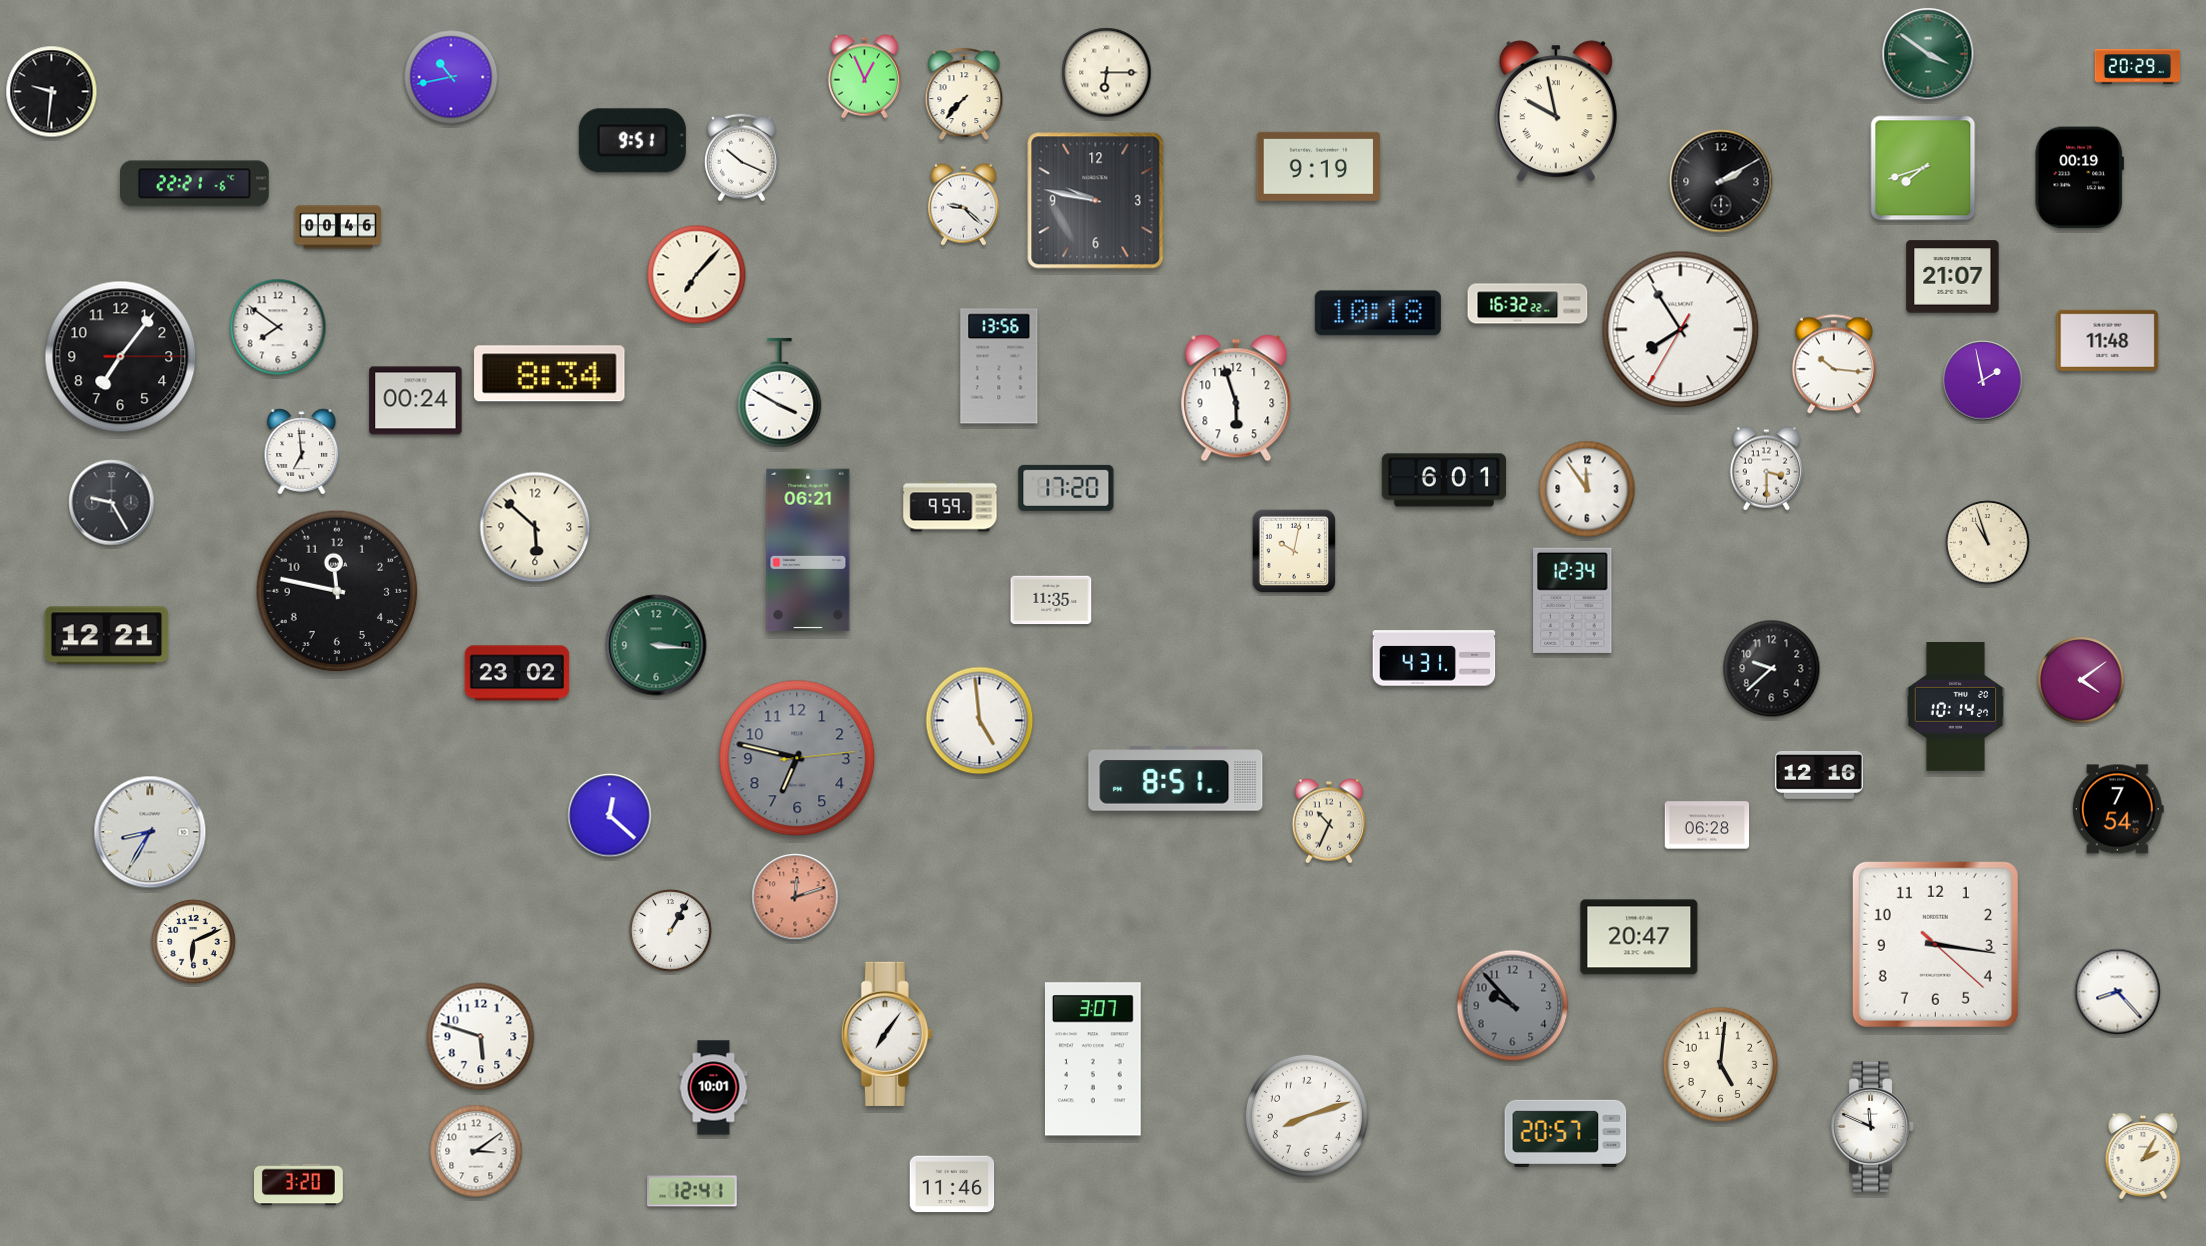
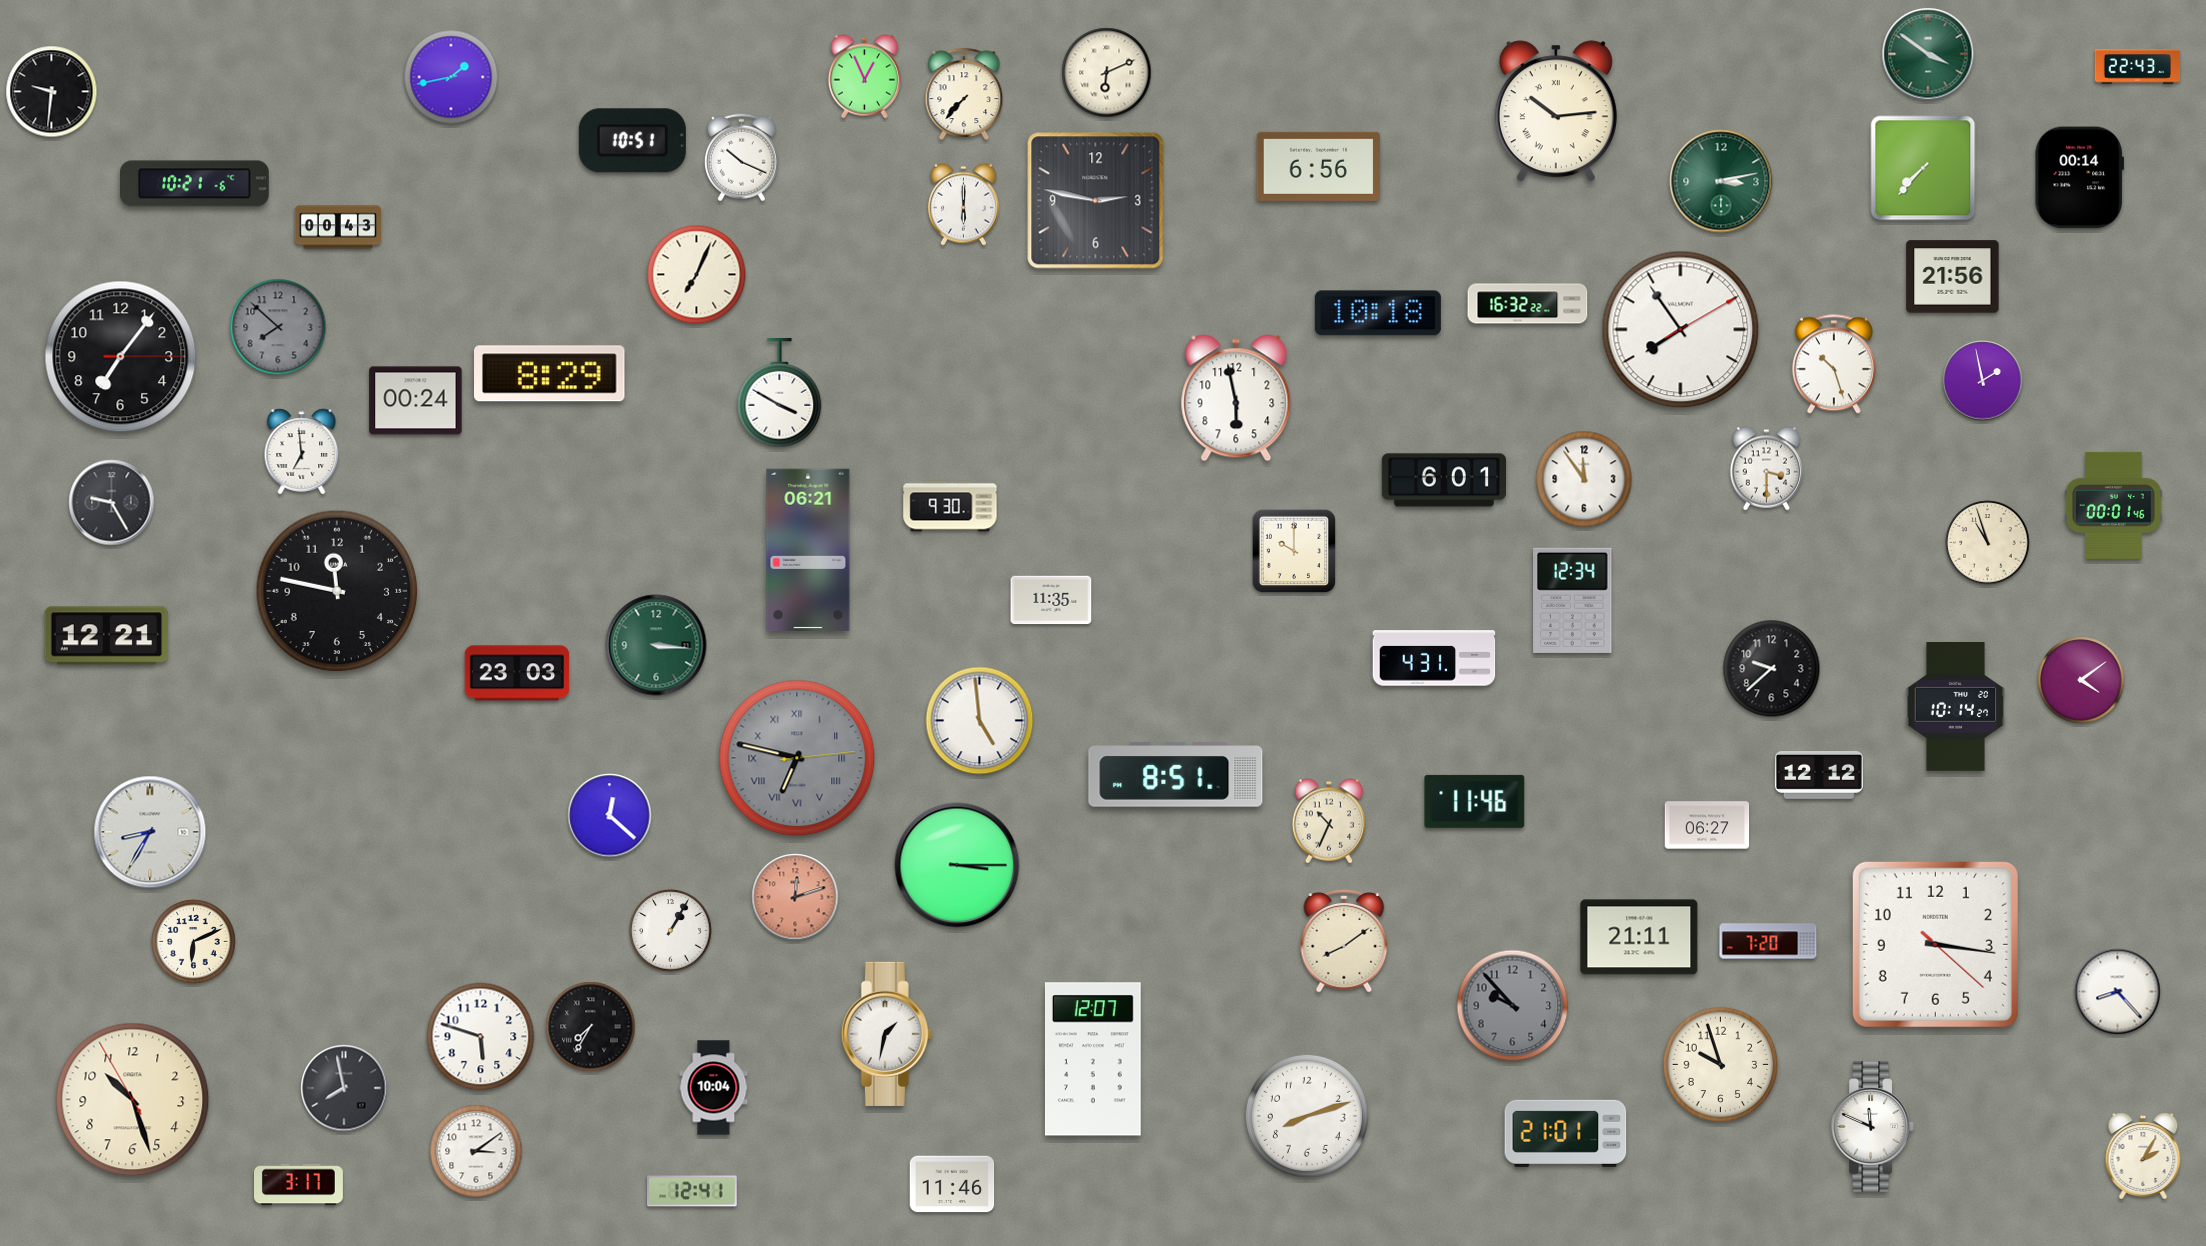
clock at (2138, 67): 20:29 -> 22:43
clock at (1107, 73): 6:15 -> 6:11
clock at (451, 77): 10:43 -> 1:43
clock at (1556, 111): 9:58 -> 10:14
clock at (632, 141): 9:51 -> 10:51
clock at (1319, 166): 9:19 -> 6:56
clock at (1923, 168): 7:42 -> 7:37
clock at (2079, 178): 00:19 -> 00:14
clock at (1721, 181): 2:10 -> 3:13
clock at (1721, 181) dial: black -> green
clock at (195, 184): 22:21 -> 10:21
clock at (1096, 201): 9:47 -> 2:47
clock at (963, 204): 9:22 -> 6:00
clock at (337, 227): 00:46 -> 00:43
clock at (697, 275): 7:07 -> 7:04
clock at (1953, 277): 21:07 -> 21:56
clock at (278, 327): 7:51 -> 7:52
clock at (278, 327) dial: white -> grey
clock at (1681, 330): 7:54:35 -> 7:54:10
clock at (2108, 340): 11:48 -> none
clock at (1834, 364): 10:16 -> 10:27
clock at (999, 366): 13:56 -> none
clock at (550, 374): 8:34 -> 8:29
clock at (1236, 398): 5:57 -> 5:58
clock at (1066, 488): 17:20 -> none
clock at (1587, 489) position: (1587, 489) -> (1584, 479)
clock at (2113, 505): none -> 00:01
clock at (950, 506): 9:59 -> 9:30
clock at (535, 527): 5:52 -> none
clock at (1294, 551): 10:02 -> 10:00
clock at (517, 673): 23:02 -> 23:03
clock at (797, 758) numerals: Arabic -> Roman
clock at (1819, 776): 12:16 -> 12:12
clock at (1176, 779) position: (1176, 779) -> (1176, 775)
clock at (1475, 801): none -> 11:46
clock at (2118, 809): 7:54 -> none
clock at (1707, 825): 06:28 -> 06:27
clock at (957, 865): none -> 3:15
clock at (1639, 937): 20:47 -> 21:11
clock at (1768, 941): none -> 7:20
clock at (1344, 942): none -> 8:09
clock at (591, 1027): none -> 7:35
clock at (887, 1034): 7:06 -> 1:32
clock at (1093, 1059): 3:07 -> 12:07
clock at (1721, 1065): 5:01 -> 9:57
clock at (344, 1088): none -> 7:58
clock at (714, 1088): 10:01 -> 10:04
clock at (133, 1100): none -> 10:26
clock at (1566, 1133): 20:57 -> 21:01
clock at (299, 1185): 3:20 -> 3:17
